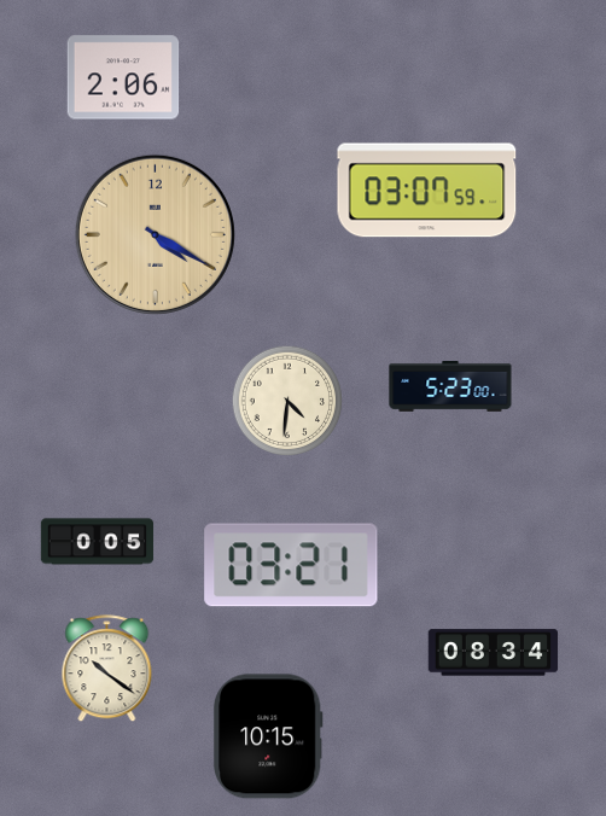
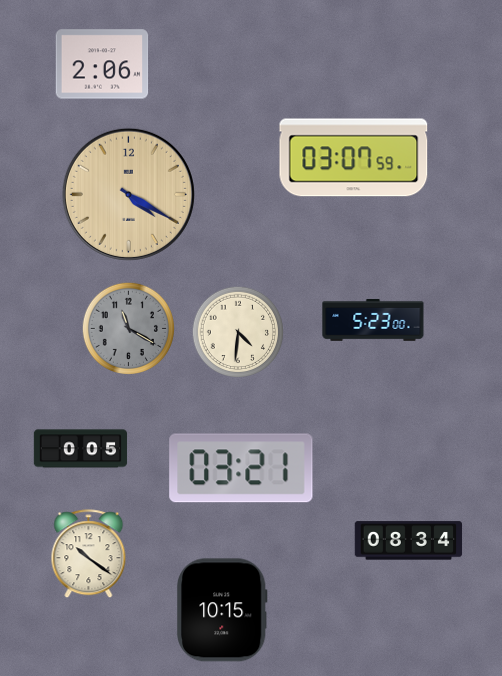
clock at (128, 328): none -> 11:20
